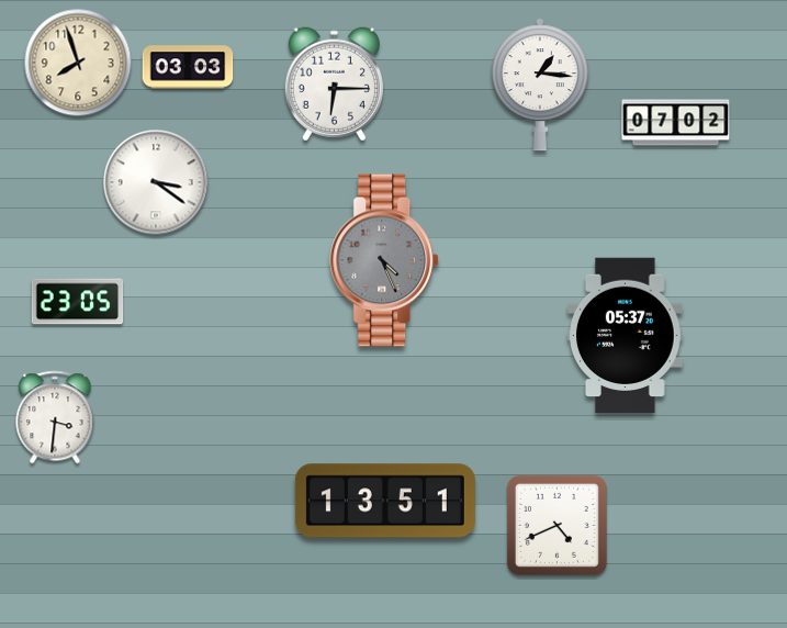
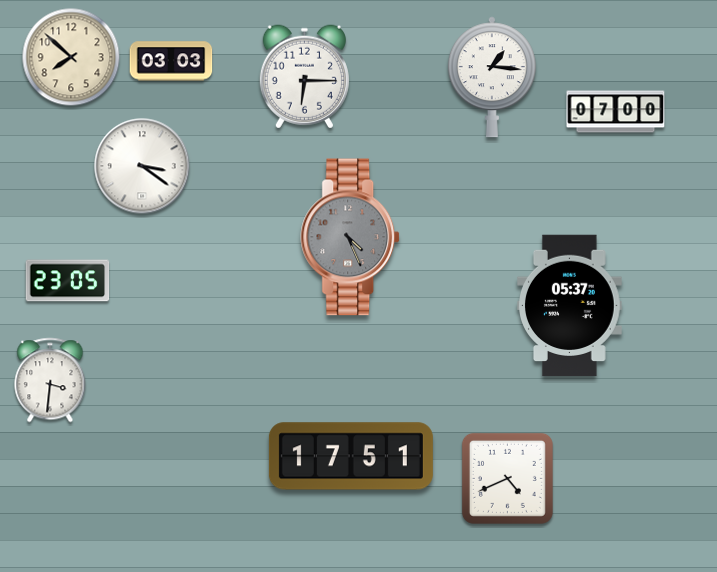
clock at (78, 63): 7:57 -> 7:52
clock at (676, 123): 07:02 -> 07:00
clock at (78, 302) position: (78, 302) -> (68, 281)
clock at (385, 501): 13:51 -> 17:51
